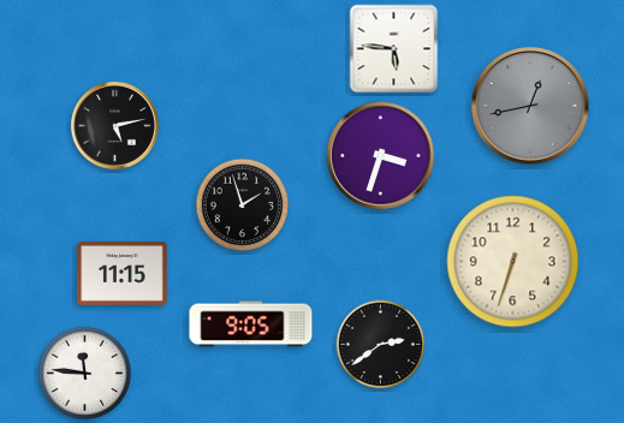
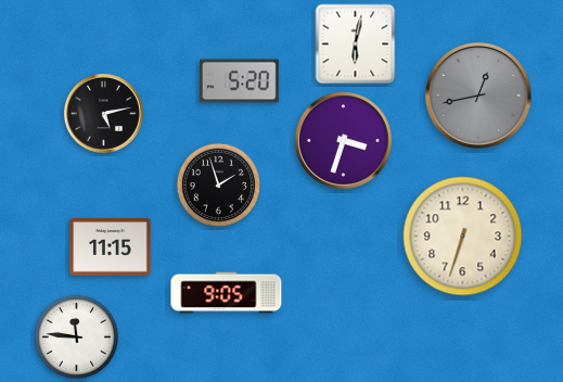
clock at (394, 49): 5:46 -> 6:02
clock at (239, 81): none -> 5:20
clock at (381, 345): 2:39 -> none
